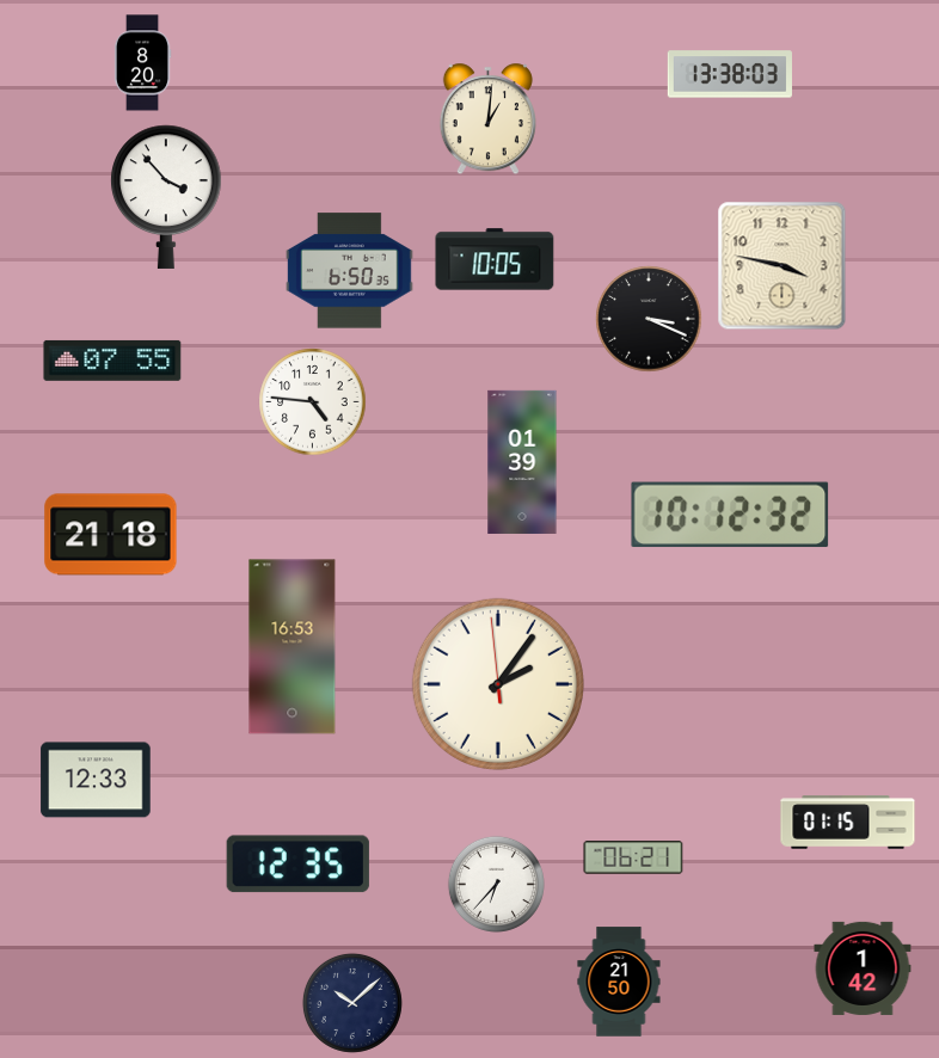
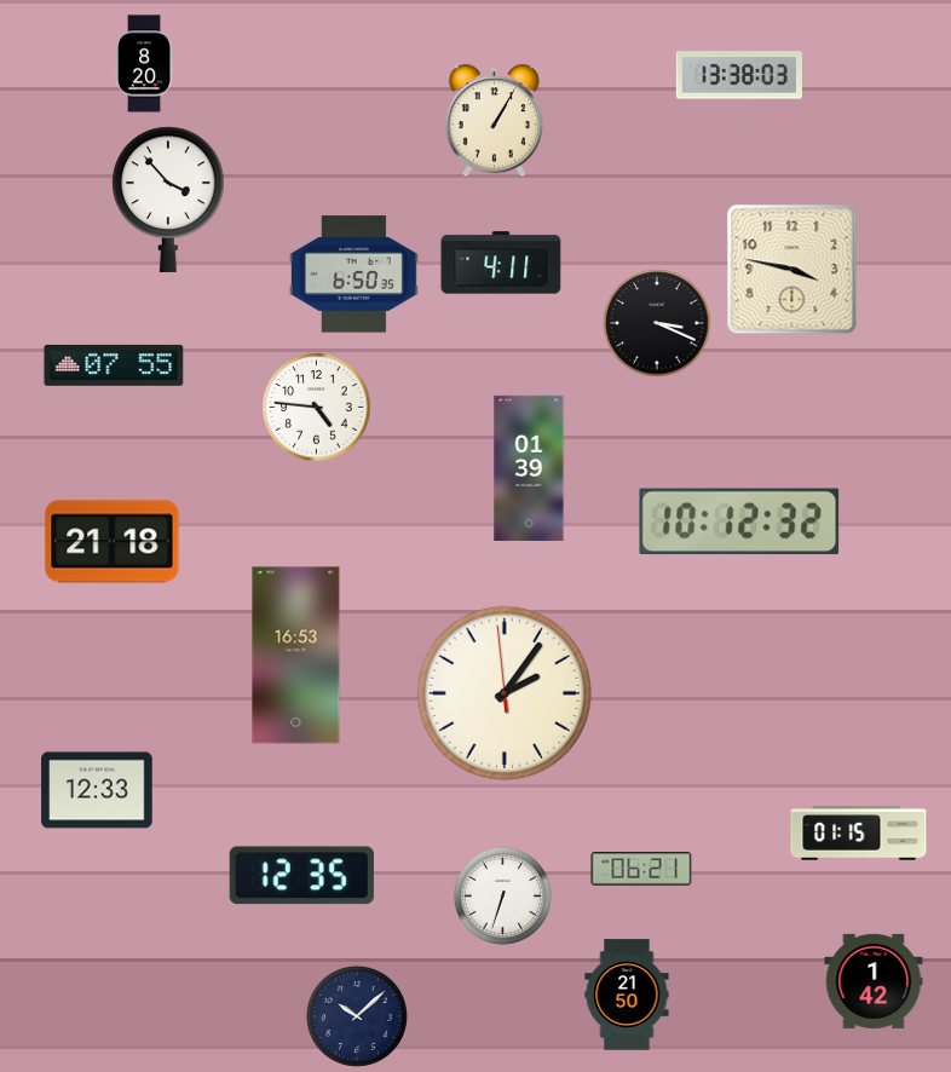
clock at (487, 119): 1:01 -> 1:05
clock at (495, 259): 10:05 -> 4:11
clock at (496, 884): 6:37 -> 6:33
